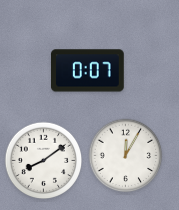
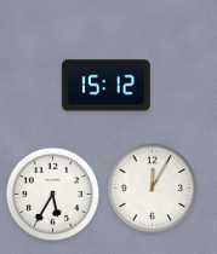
clock at (88, 71): 0:07 -> 15:12
clock at (44, 161): 8:09 -> 5:35
